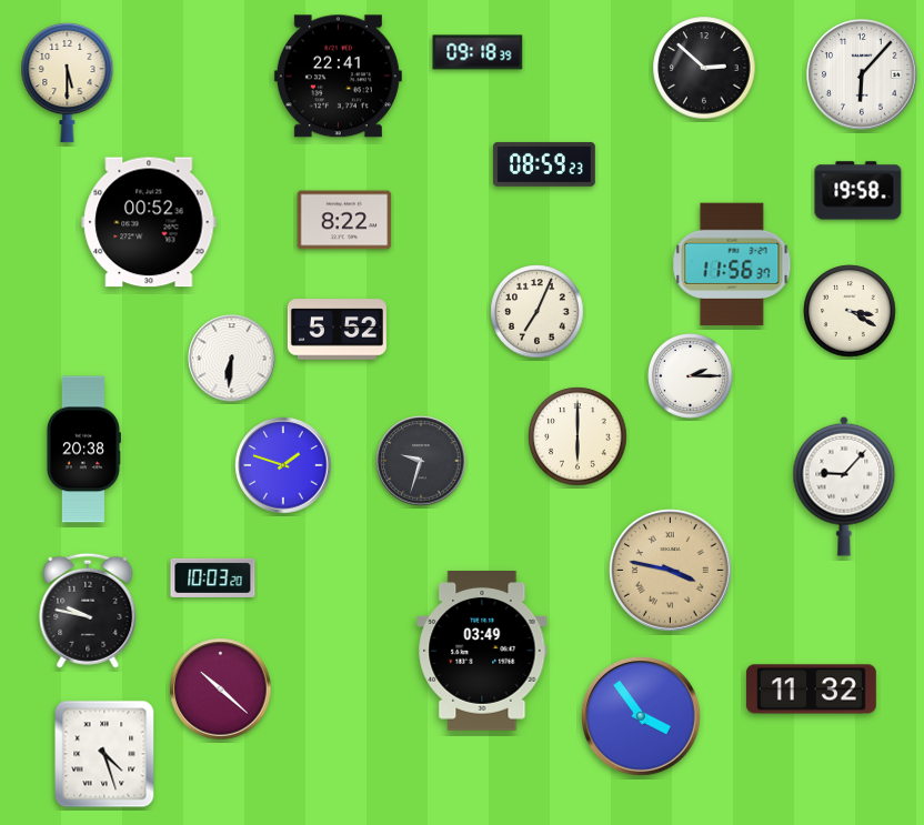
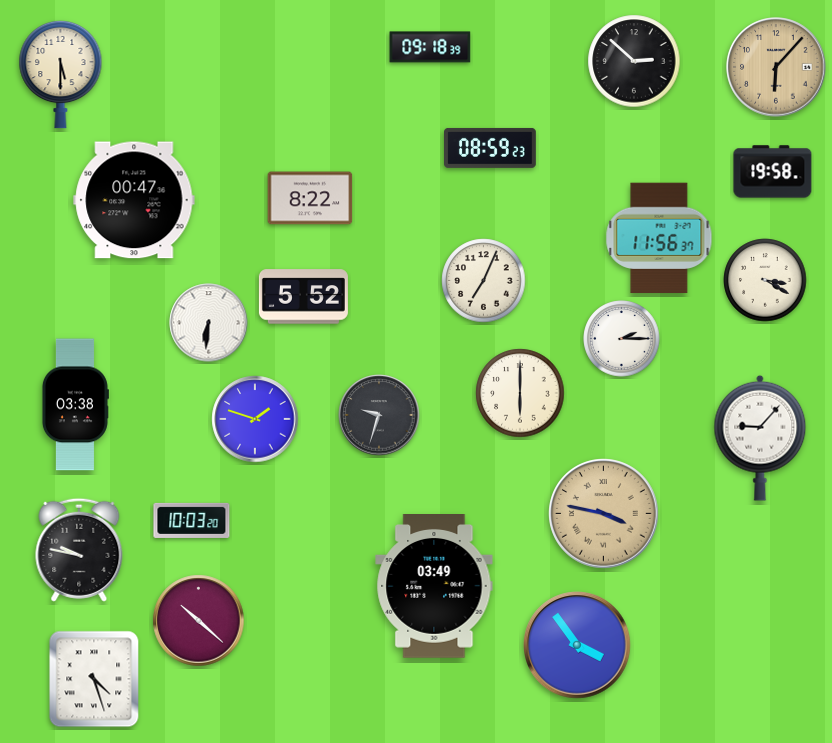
clock at (862, 74) dial: white -> champagne
clock at (338, 77): 22:41 -> none
clock at (149, 222): 00:52 -> 00:47
clock at (83, 450): 20:38 -> 03:38
clock at (812, 690): 11:32 -> none
